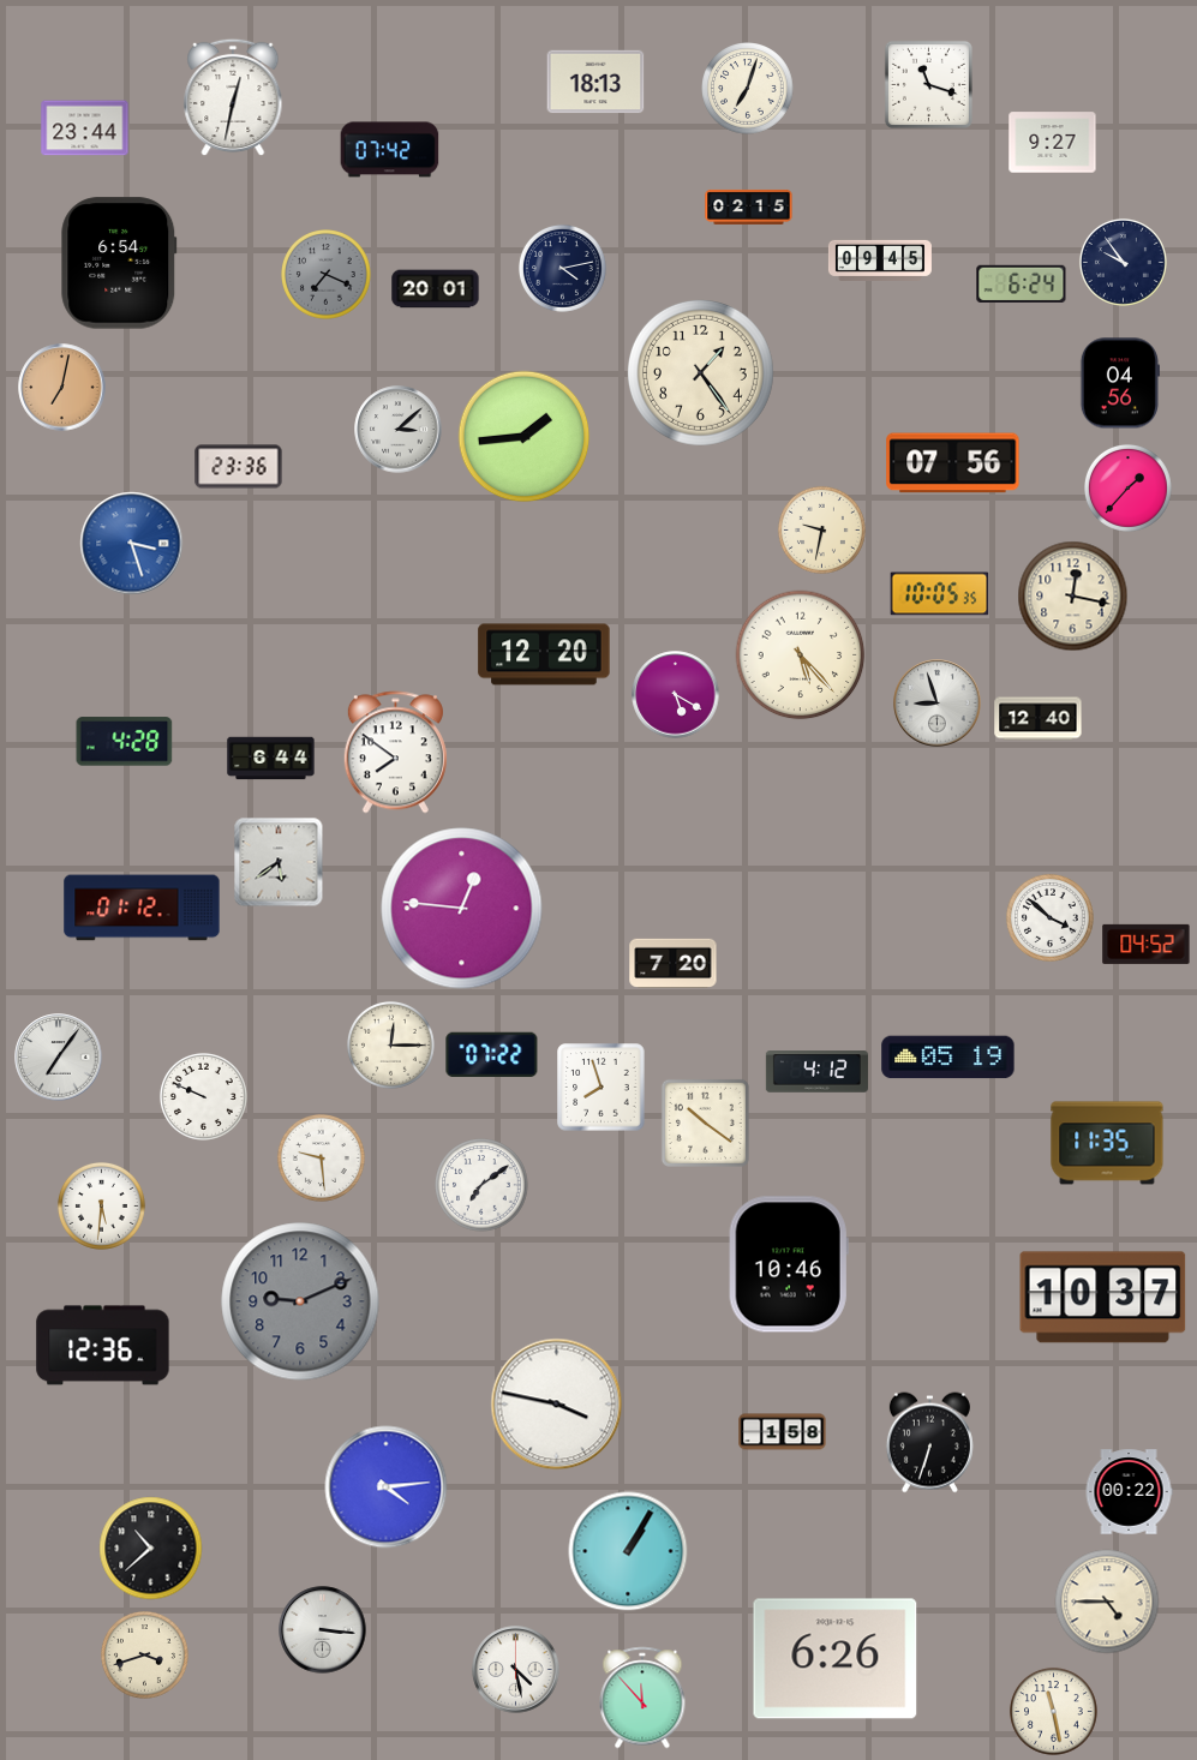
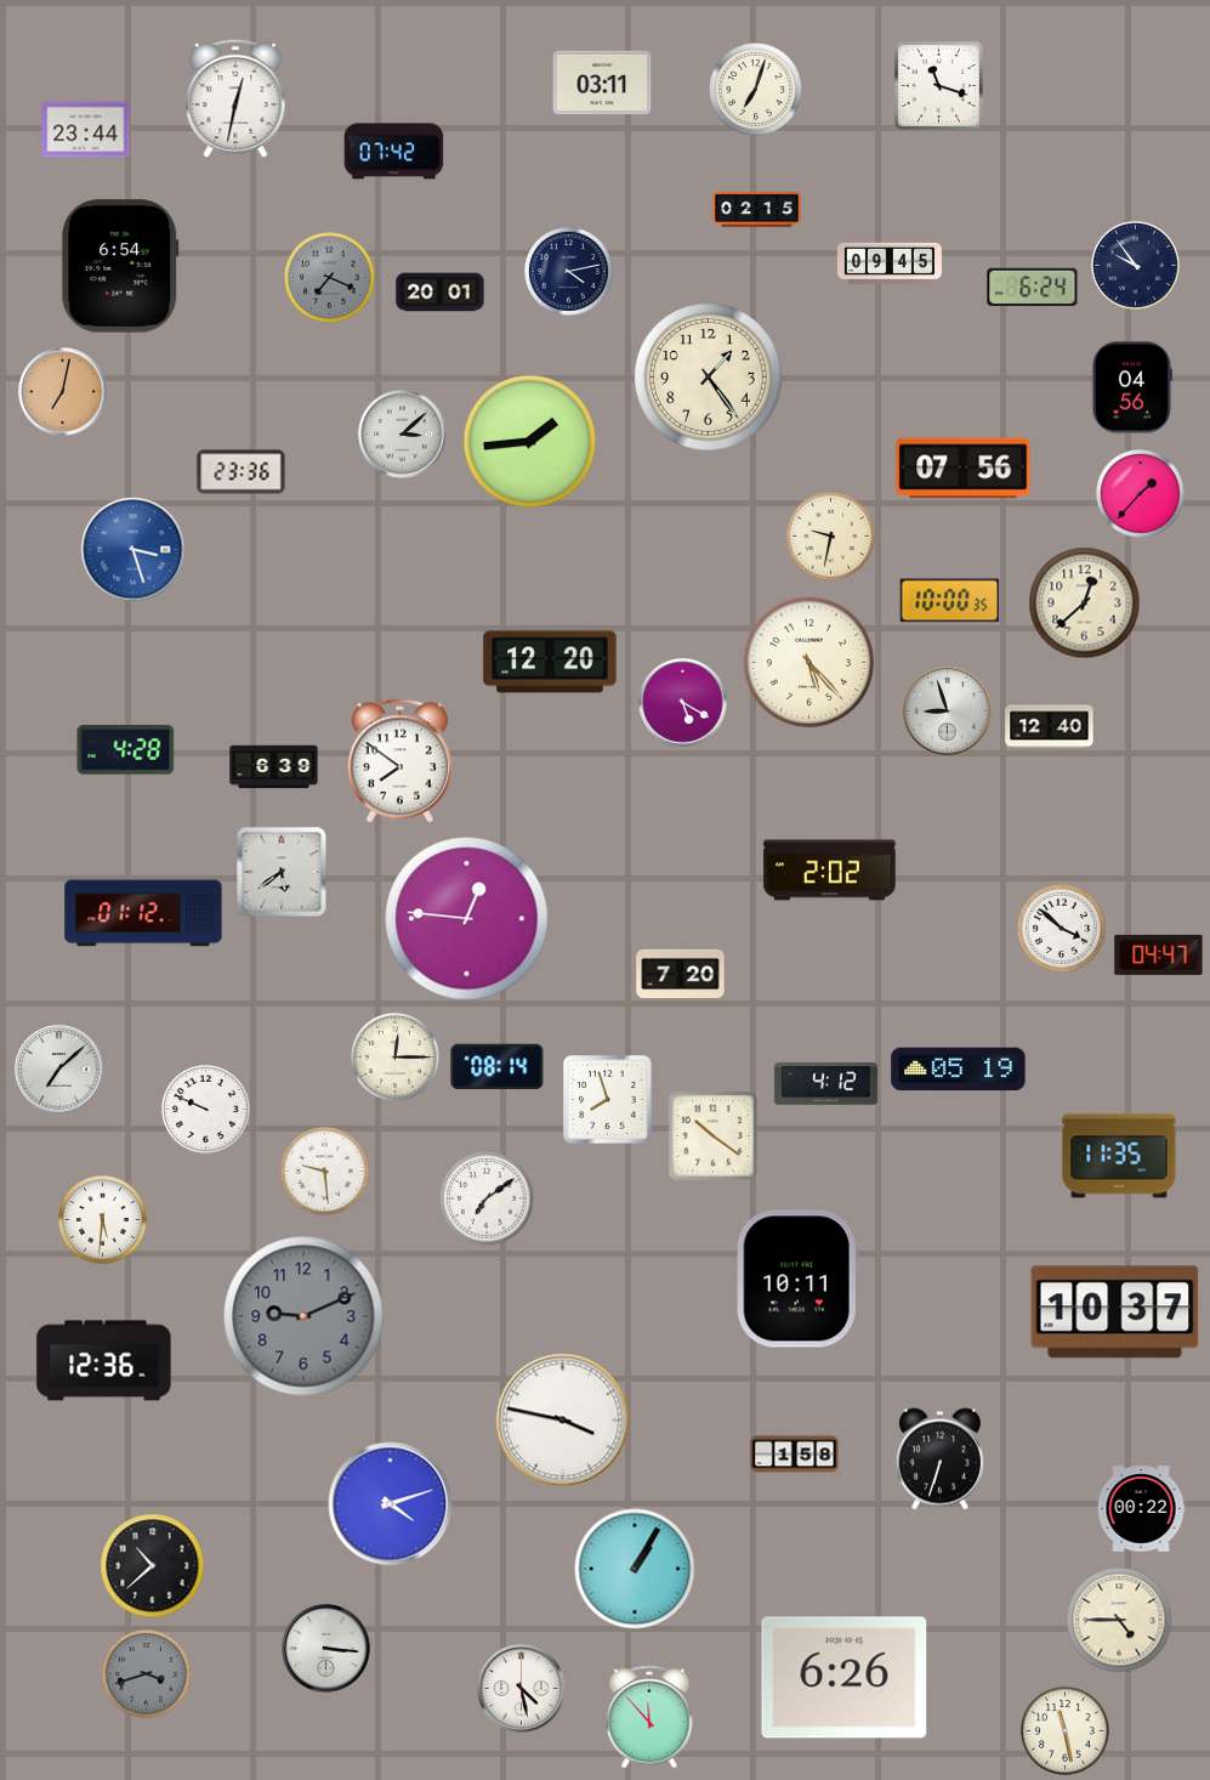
clock at (595, 82): 18:13 -> 03:11
clock at (1053, 143): 9:27 -> none
clock at (940, 594): 10:05 -> 10:00
clock at (1073, 597): 12:17 -> 12:38
clock at (271, 759): 6:44 -> 6:39
clock at (830, 871): none -> 2:02
clock at (142, 908) position: (142, 908) -> (143, 913)
clock at (1147, 944): 04:52 -> 04:47
clock at (492, 1055): 07:22 -> 08:14
clock at (59, 1058): 7:06 -> 7:08
clock at (789, 1264): 10:46 -> 10:11
clock at (783, 1432) position: (783, 1432) -> (795, 1455)
clock at (387, 1487): 4:14 -> 4:12
clock at (144, 1654) dial: cream -> grey
